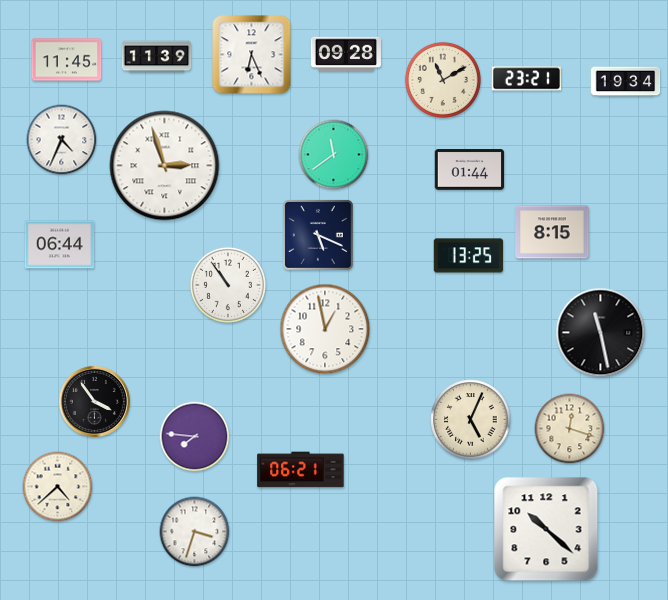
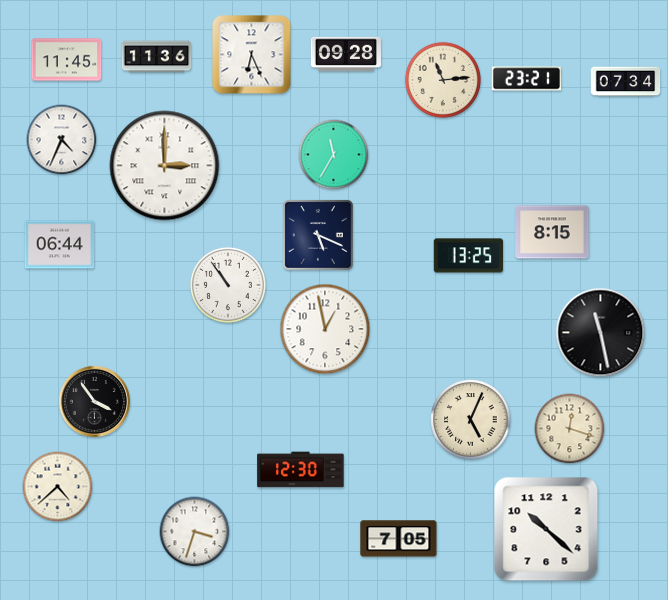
clock at (157, 57): 11:39 -> 11:36
clock at (443, 80): 11:10 -> 11:14
clock at (626, 82): 19:34 -> 07:34
clock at (334, 155): 11:39 -> 11:35
clock at (165, 166): 2:57 -> 3:00
clock at (470, 170): 01:44 -> none
clock at (195, 437): 7:46 -> none
clock at (301, 470): 06:21 -> 12:30
clock at (399, 539): none -> 7:05
